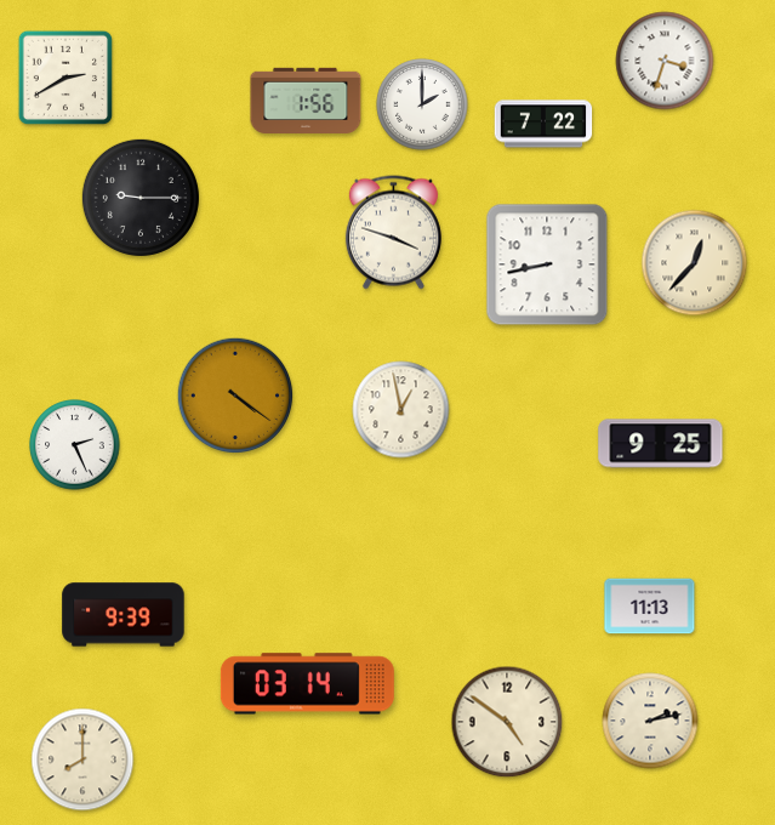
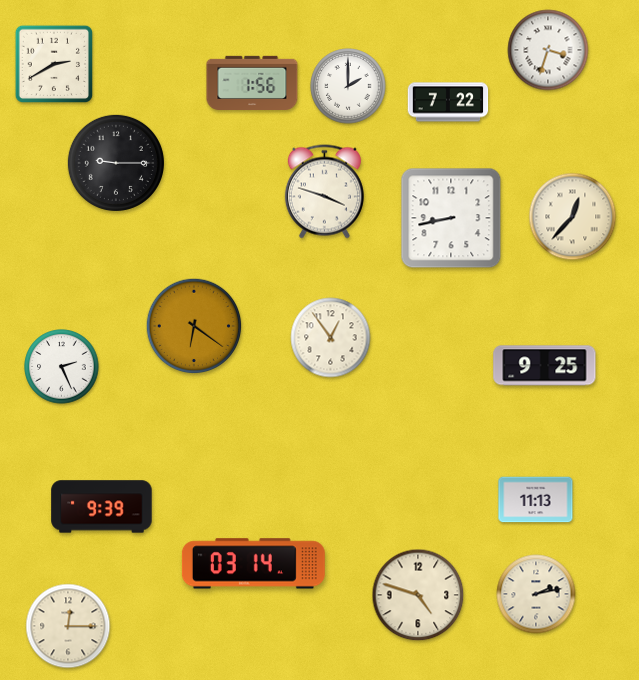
clock at (235, 396): 4:21 -> 6:21
clock at (401, 410): 12:58 -> 12:54
clock at (507, 722): 4:51 -> 4:48
clock at (82, 759): 8:00 -> 12:15
